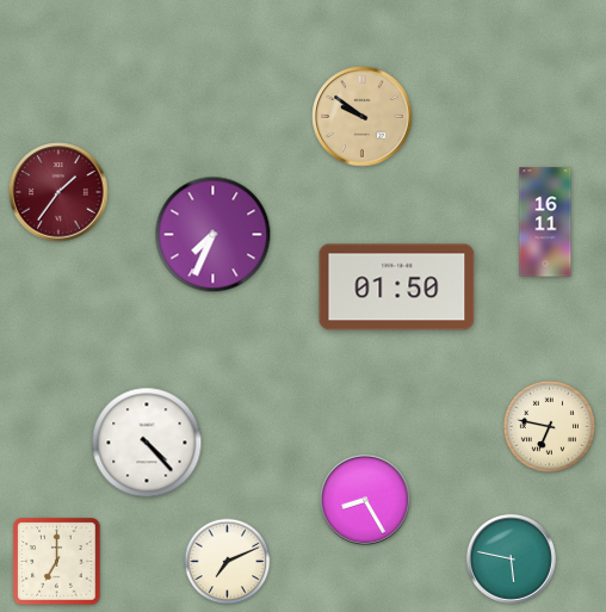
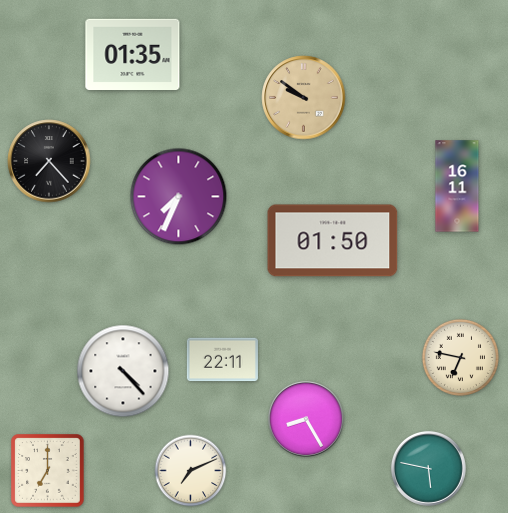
clock at (133, 55): none -> 01:35
clock at (58, 192): 1:36 -> 7:23
clock at (58, 192) dial: burgundy -> black
clock at (222, 360): none -> 22:11
